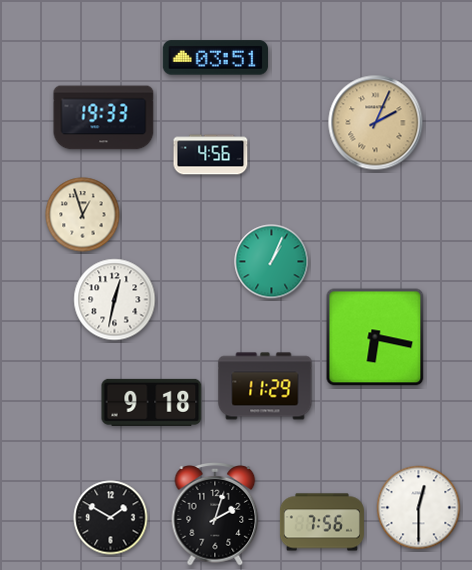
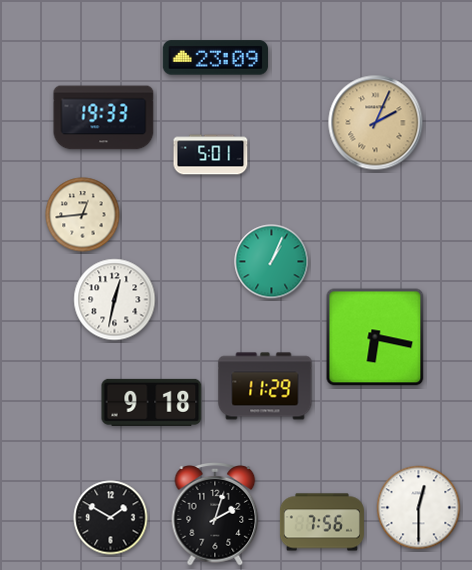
clock at (215, 58): 03:51 -> 23:09
clock at (211, 155): 4:56 -> 5:01
clock at (83, 215): 12:57 -> 12:44
